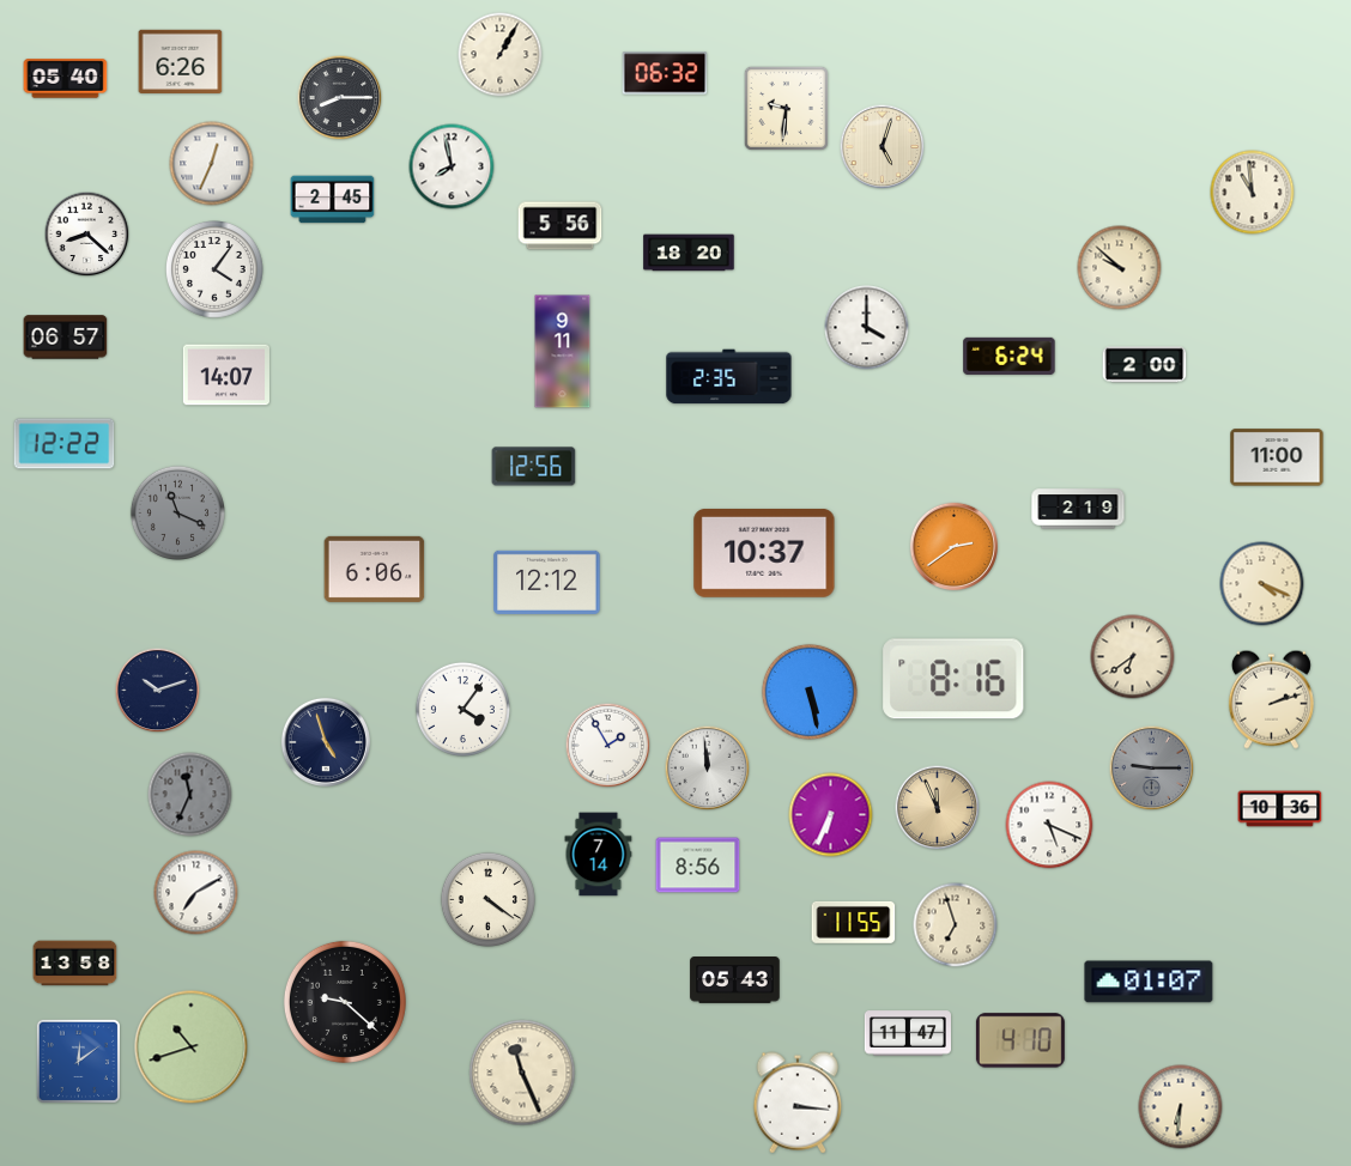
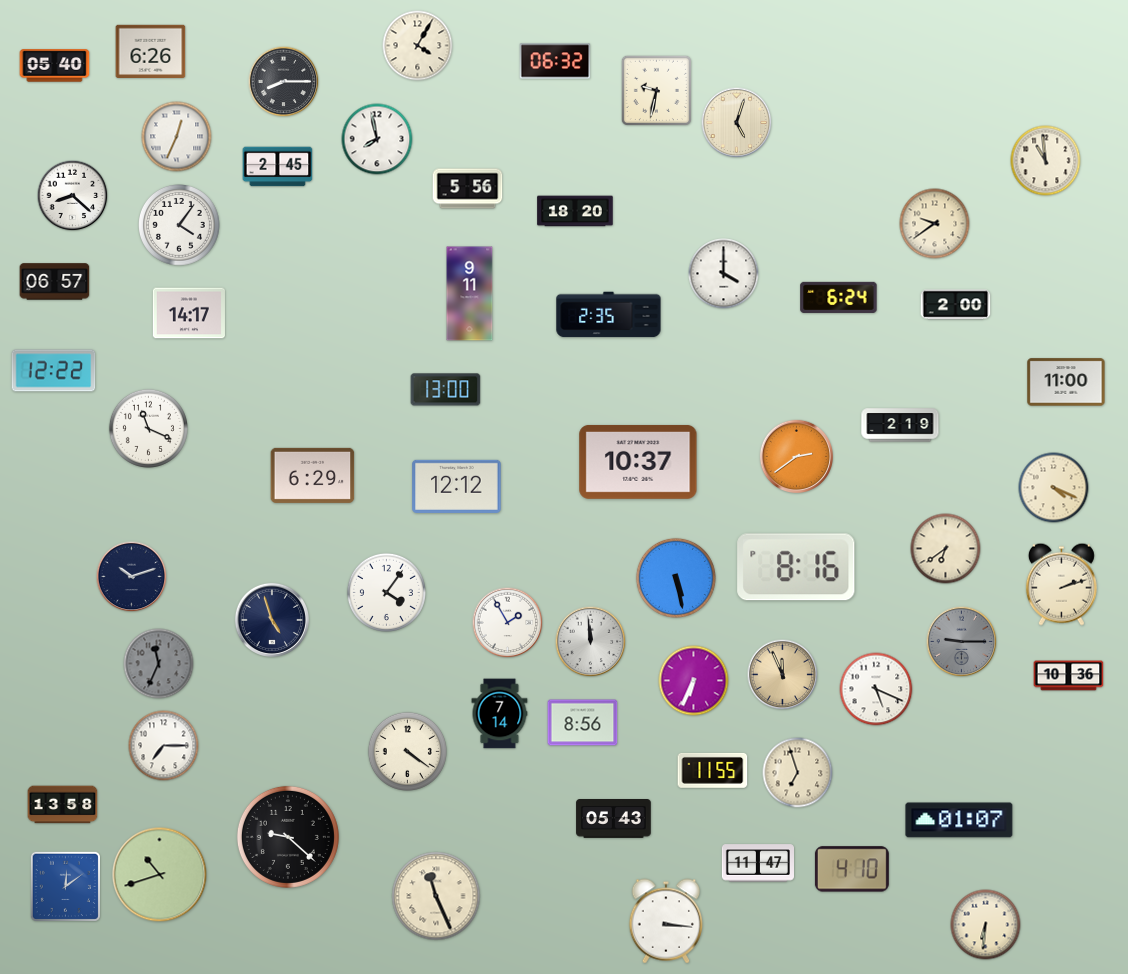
clock at (501, 55): 1:05 -> 4:05
clock at (786, 108): 9:31 -> 9:32
clock at (1120, 268): 9:52 -> 9:39
clock at (1010, 356) position: (1010, 356) -> (839, 297)
clock at (226, 375): 14:07 -> 14:17
clock at (534, 467): 12:56 -> 13:00
clock at (177, 512) dial: grey -> white
clock at (375, 569): 6:06 -> 6:29
clock at (196, 893): 7:10 -> 7:15
